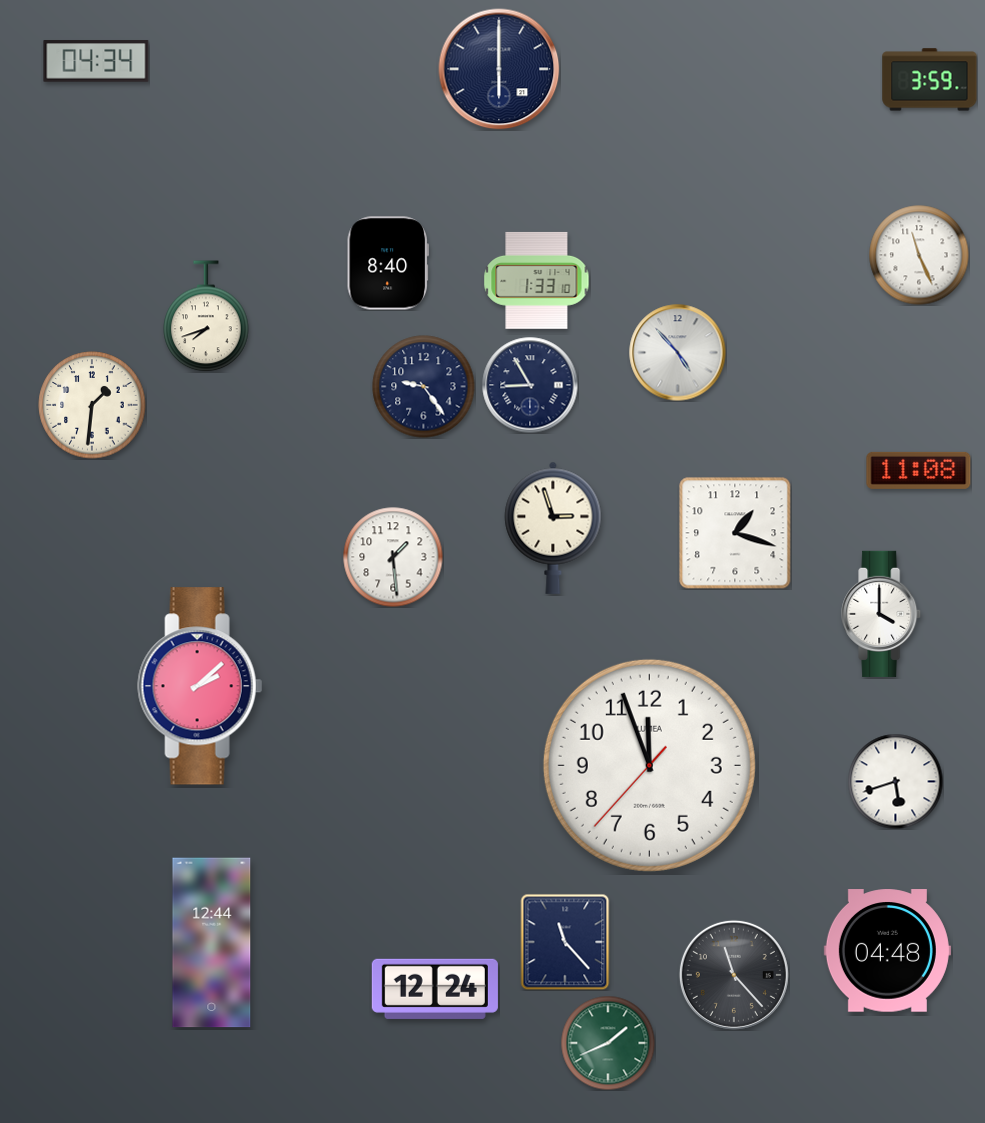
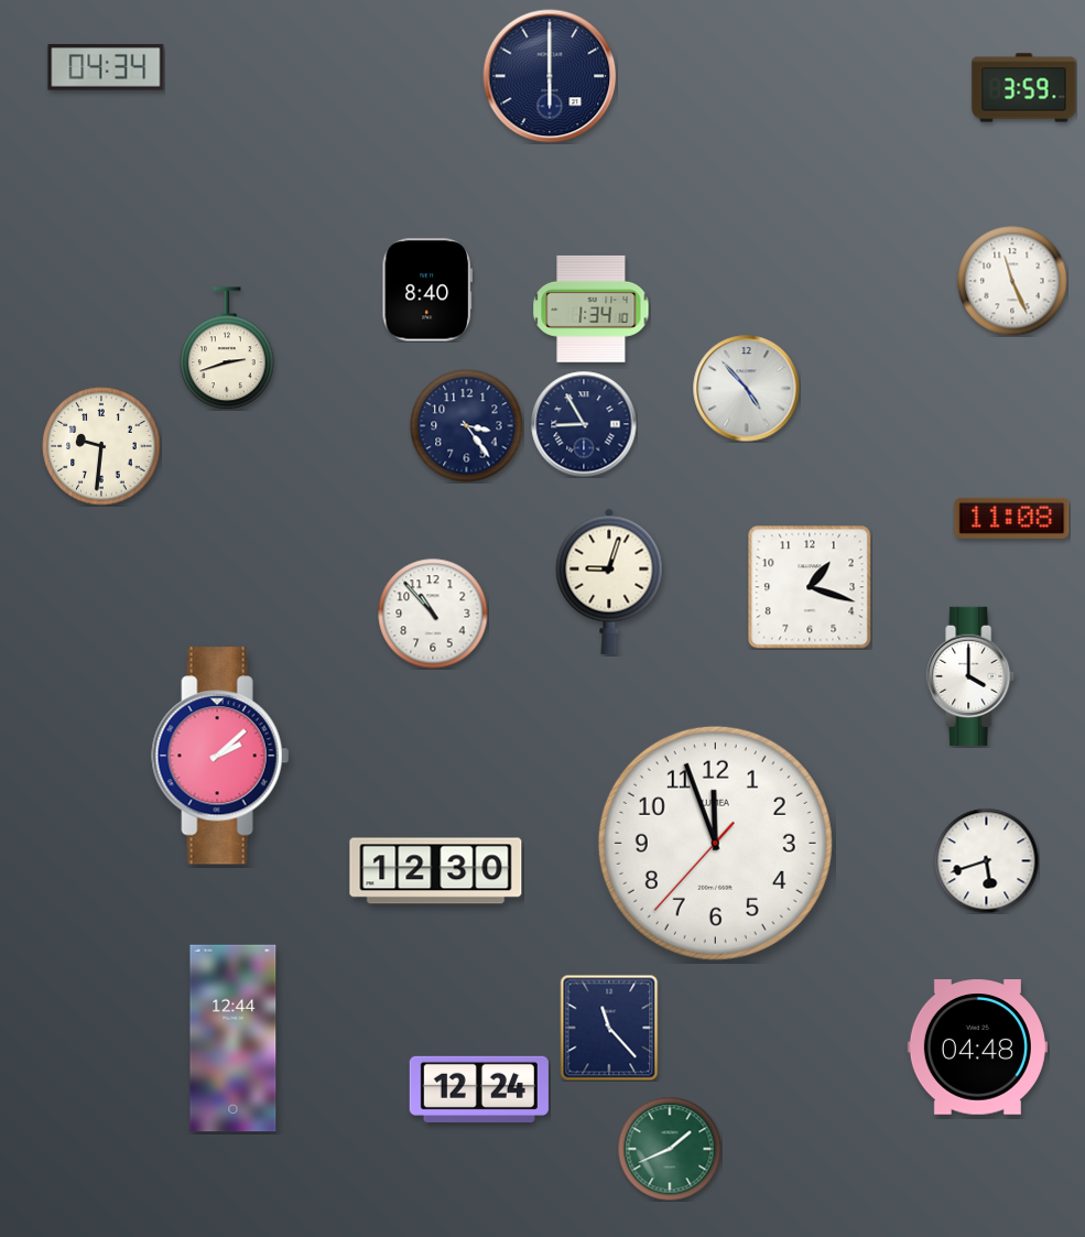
clock at (537, 280): 1:33 -> 1:34
clock at (206, 316): 7:42 -> 2:42
clock at (424, 387): 9:24 -> 3:24
clock at (92, 405): 1:31 -> 9:31
clock at (553, 528): 2:57 -> 9:03
clock at (393, 557): 1:29 -> 10:53
clock at (436, 871): none -> 12:30
clock at (565, 942) position: (565, 942) -> (609, 1028)
clock at (734, 975): 11:23 -> none
